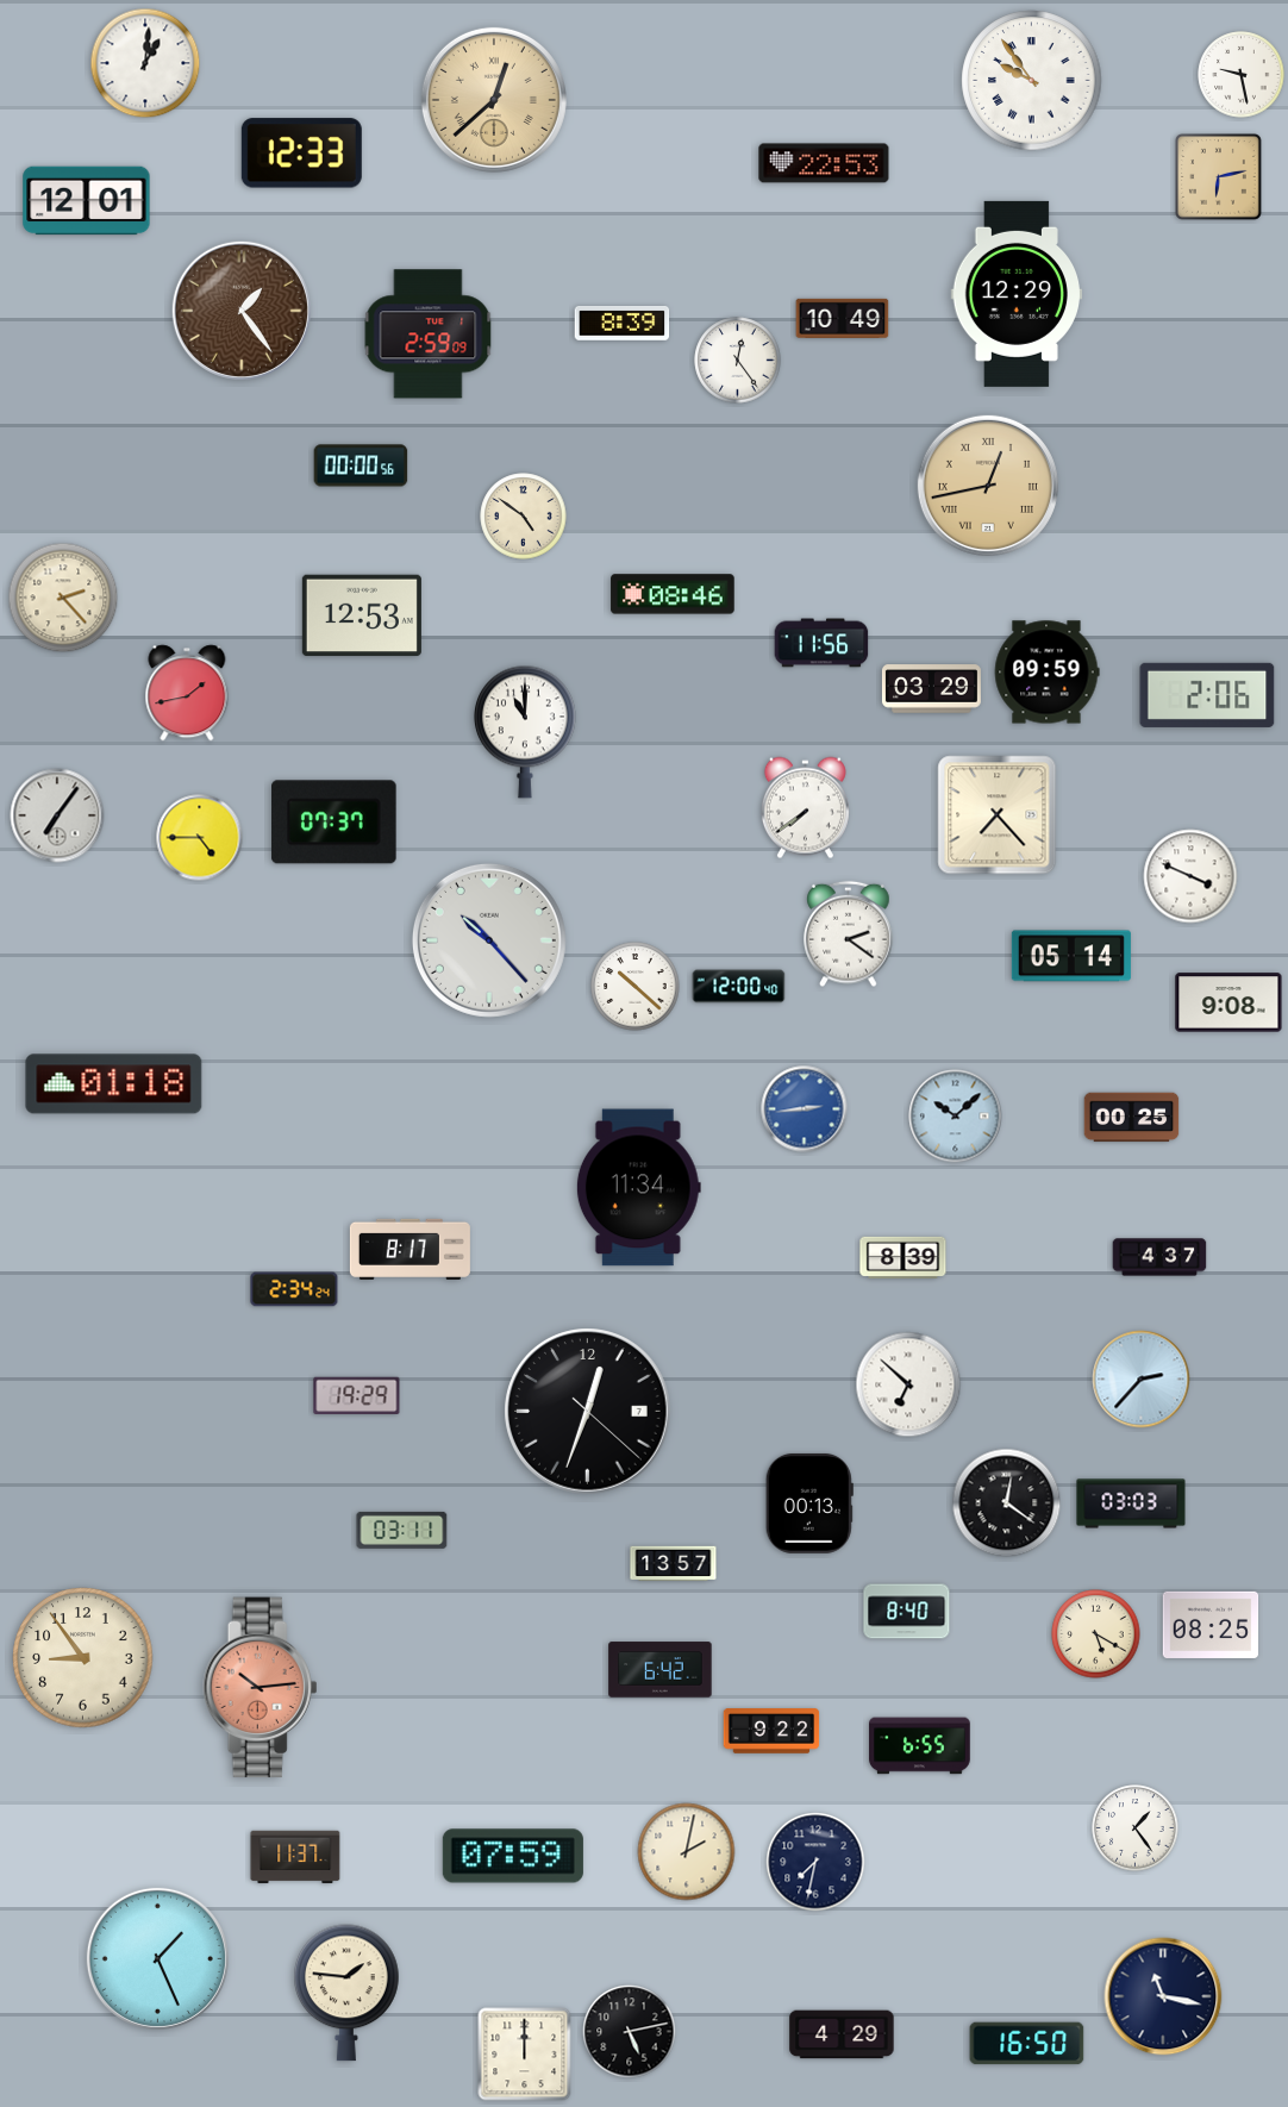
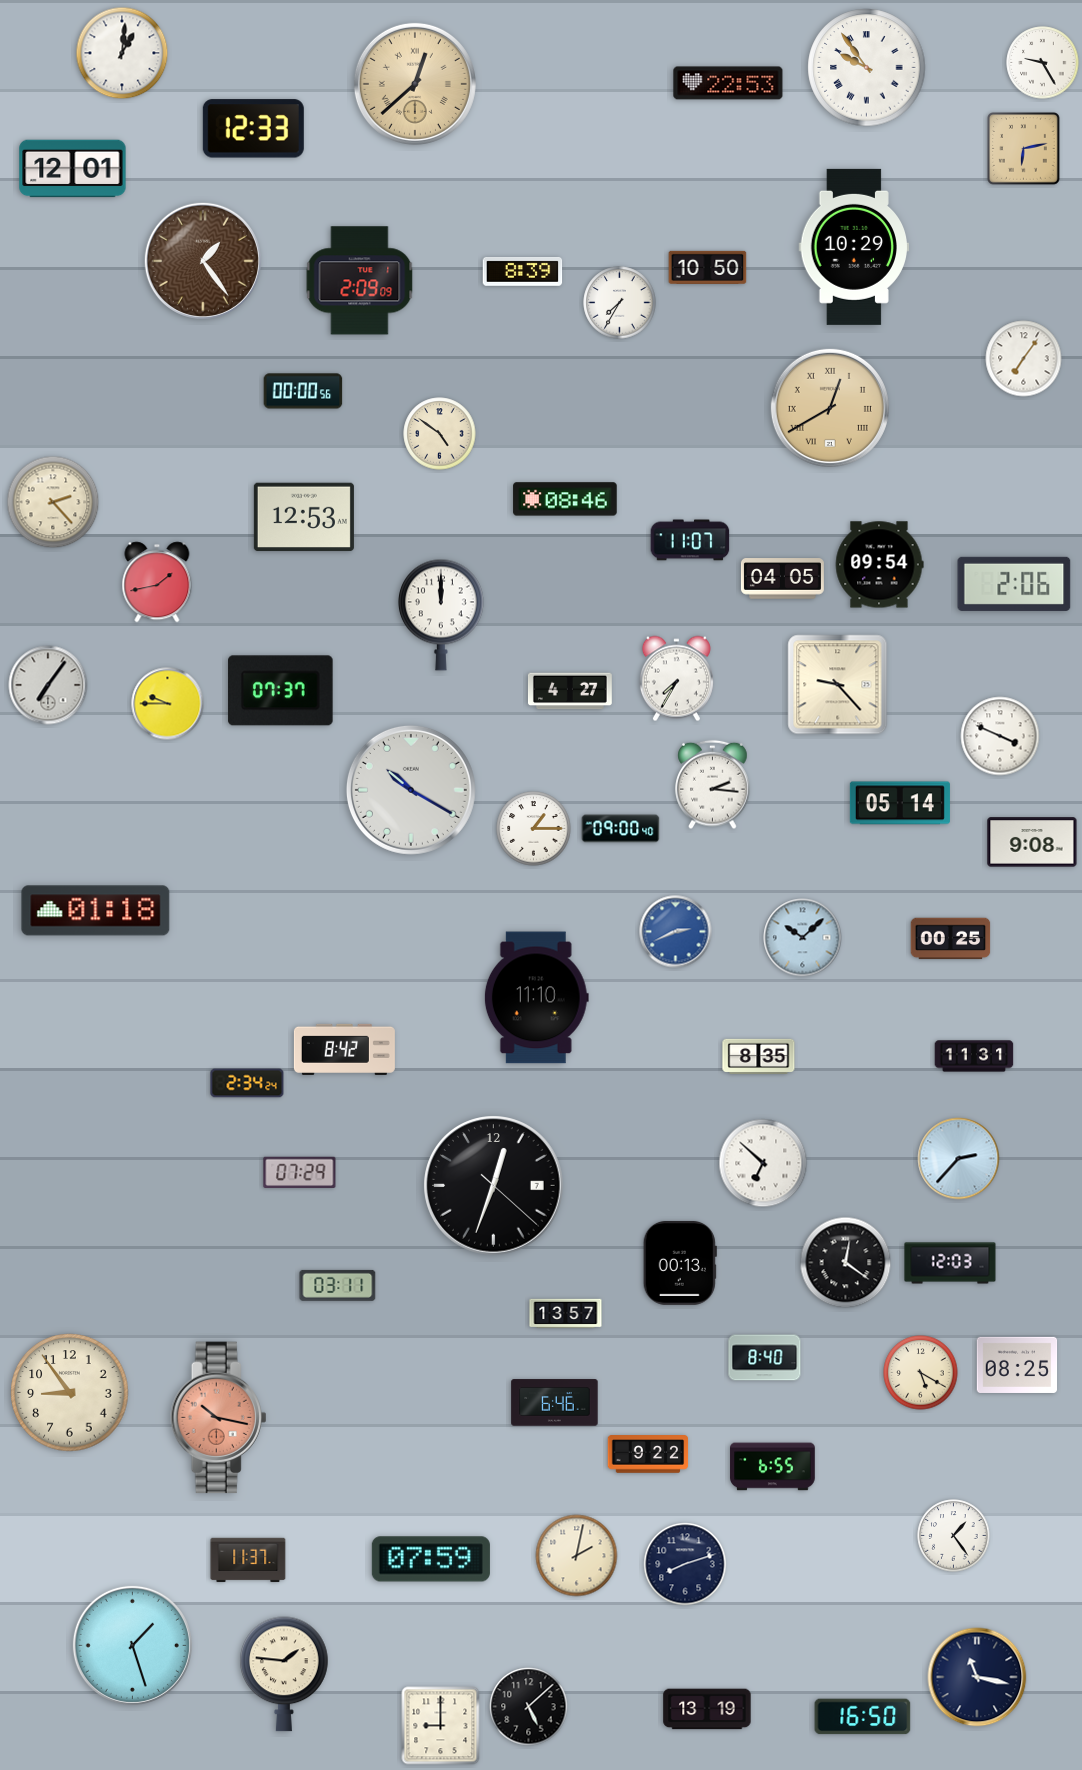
clock at (1242, 75): 9:28 -> 9:25
clock at (824, 163) position: (824, 163) -> (728, 83)
clock at (1015, 294): 12:29 -> 10:29
clock at (843, 318): 10:49 -> 10:50
clock at (429, 335): 2:59 -> 2:09
clock at (738, 361): 12:24 -> 7:35
clock at (1024, 359): none -> 7:06
clock at (988, 486): 12:43 -> 12:40
clock at (821, 643): 11:56 -> 11:07
clock at (1046, 673): 09:59 -> 09:54
clock at (931, 689): 03:29 -> 04:05
clock at (525, 732): 11:00 -> 12:00
clock at (805, 808): 7:39 -> 7:35
clock at (998, 815): 7:23 -> 9:23
clock at (570, 691): none -> 4:27
clock at (200, 838): 4:45 -> 9:45
clock at (849, 934): 2:21 -> 2:16
clock at (489, 940): 10:23 -> 10:20
clock at (636, 987): 10:22 -> 1:15
clock at (739, 987): 12:00 -> 09:00
clock at (805, 1109): 2:44 -> 2:41
clock at (638, 1188): 11:34 -> 11:10
clock at (409, 1249): 8:17 -> 8:42
clock at (904, 1257): 8:39 -> 8:35
clock at (1159, 1257): 4:37 -> 11:31
clock at (357, 1395): 19:29 -> 07:29
clock at (1131, 1503): 03:03 -> 12:03
clock at (907, 1612) position: (907, 1612) -> (765, 1358)
clock at (661, 1670): 6:42 -> 6:46
clock at (261, 1688): 10:14 -> 10:17
clock at (815, 1862): 7:32 -> 8:12
clock at (157, 1958): 1:26 -> 1:27
clock at (346, 1993) position: (346, 1993) -> (284, 1674)
clock at (630, 2032): 5:13 -> 5:08
clock at (842, 2034): 4:29 -> 13:19
clock at (525, 2055): 12:00 -> 9:00
